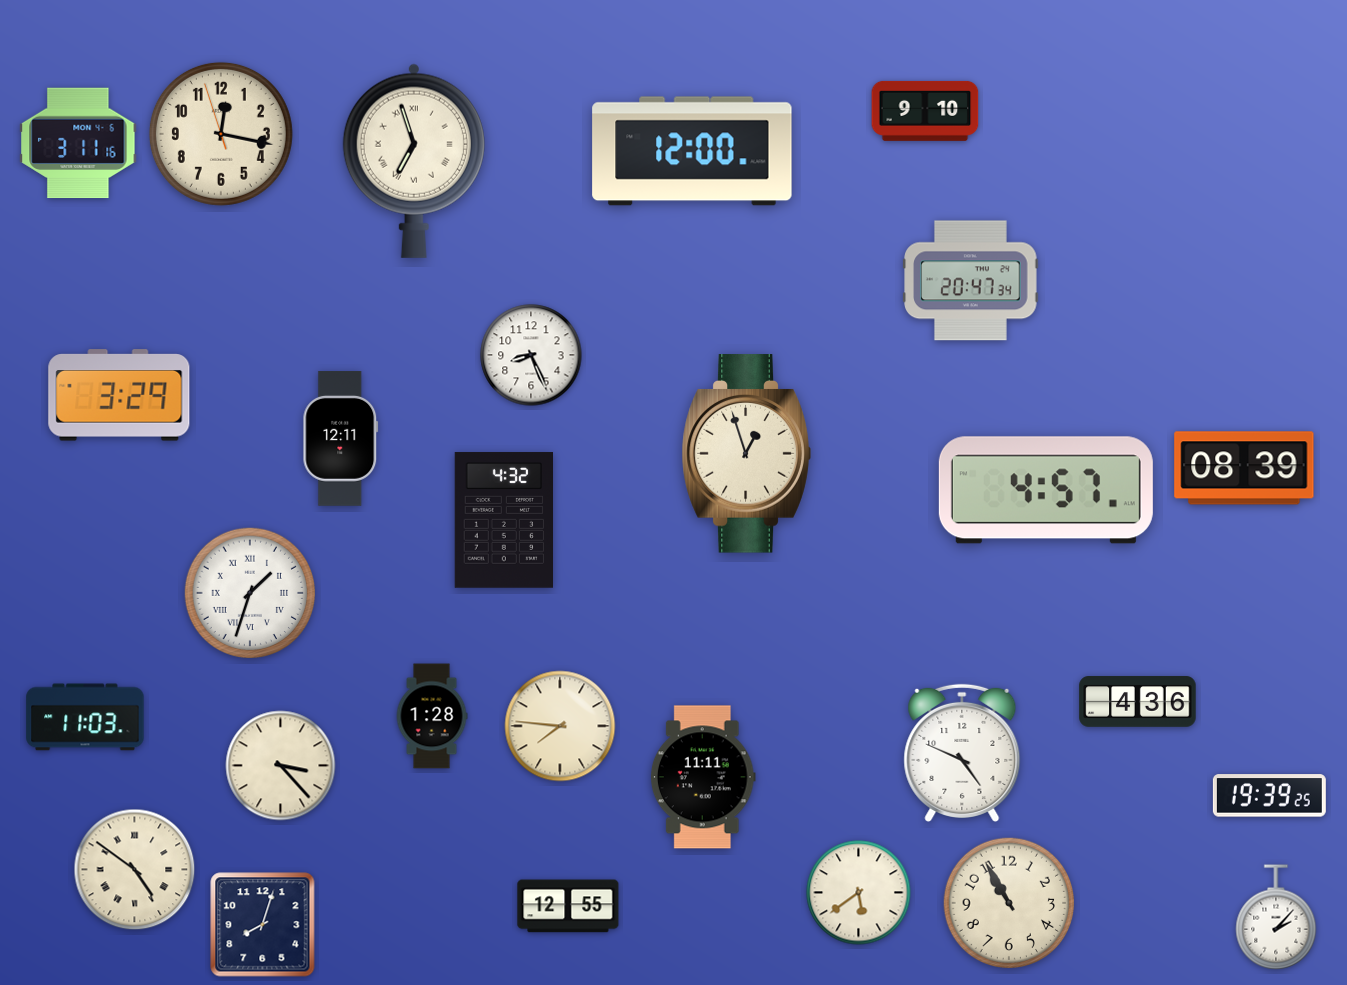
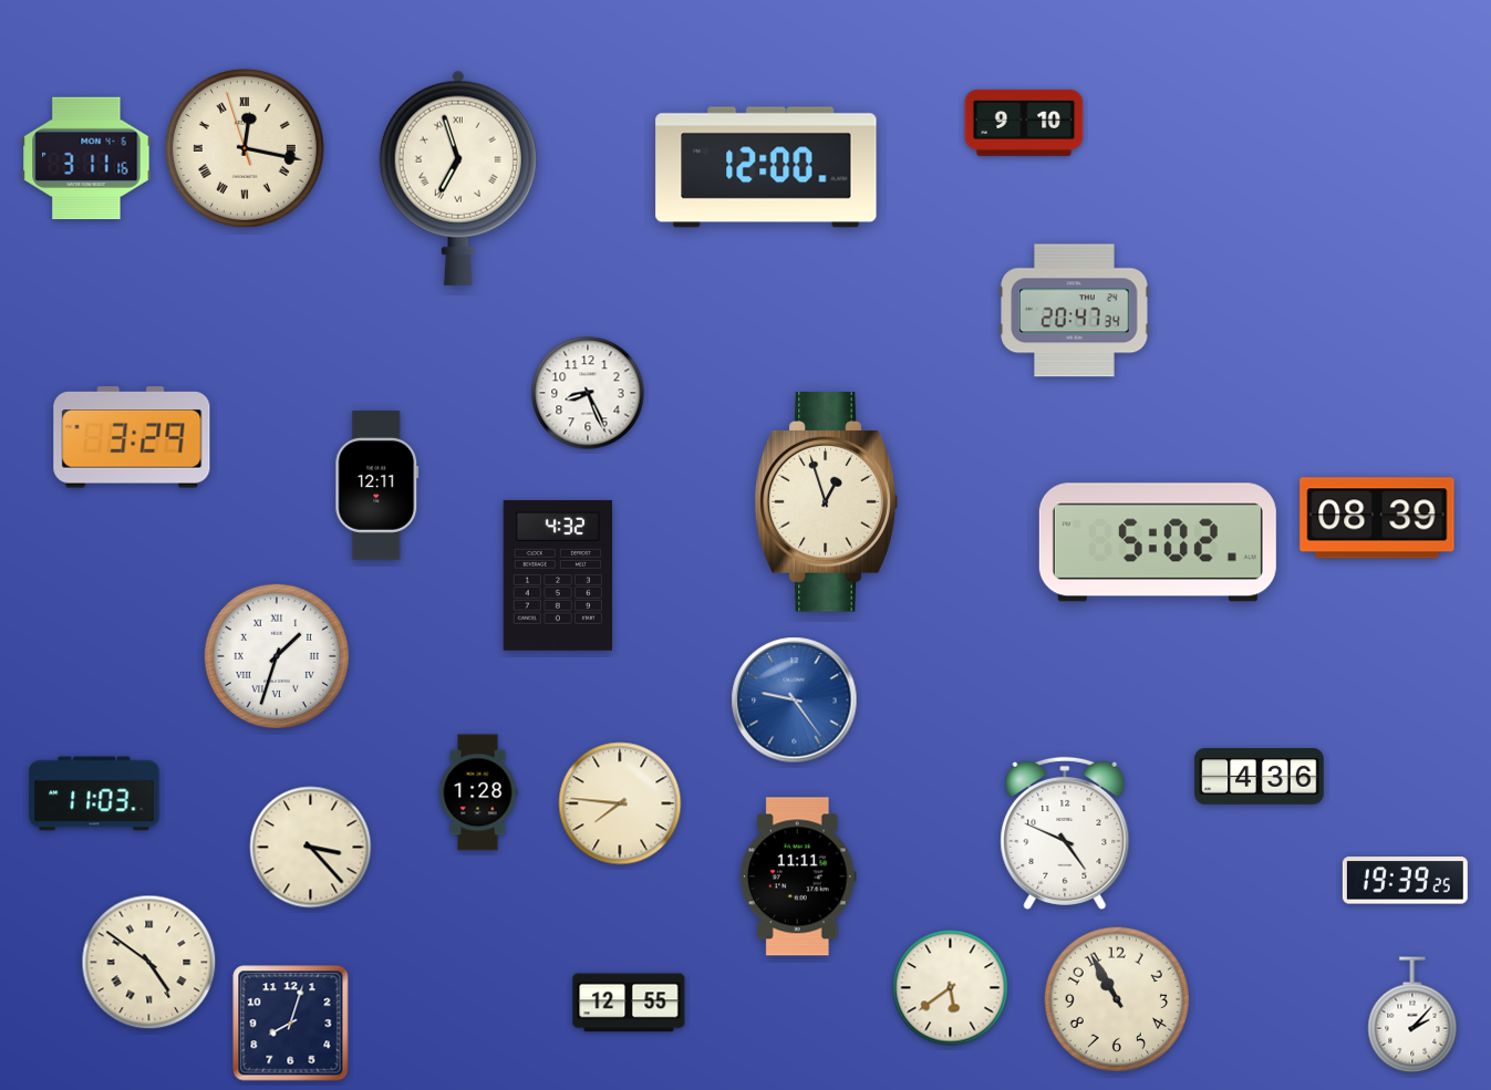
clock at (221, 134) numerals: Arabic -> Roman
clock at (1046, 490): 4:57 -> 5:02
clock at (795, 700): none -> 9:24
clock at (703, 777) position: (703, 777) -> (798, 876)
